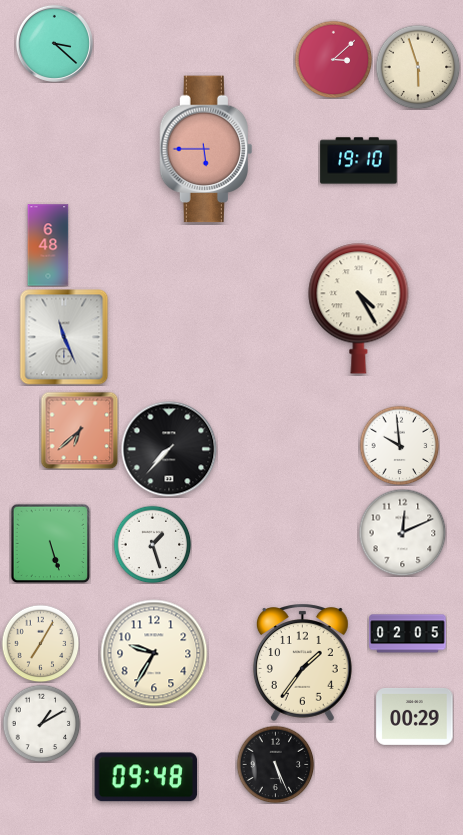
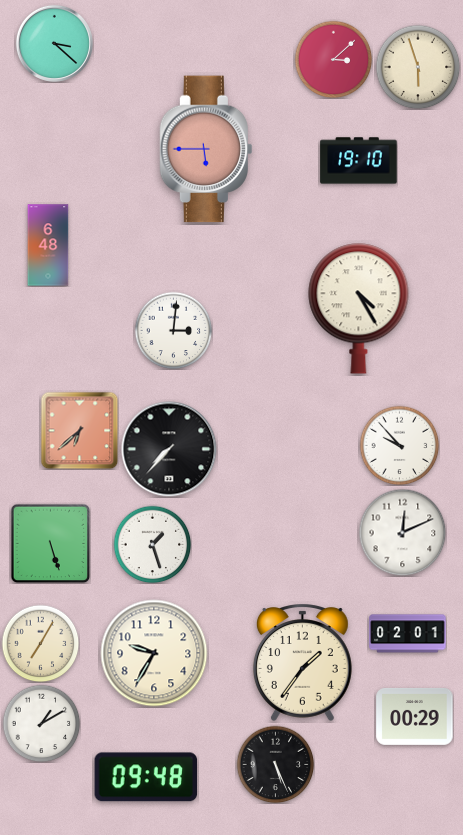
clock at (173, 330): none -> 3:01
clock at (64, 337): 11:26 -> none
clock at (399, 445): 9:59 -> 9:53
clock at (408, 634): 02:05 -> 02:01
